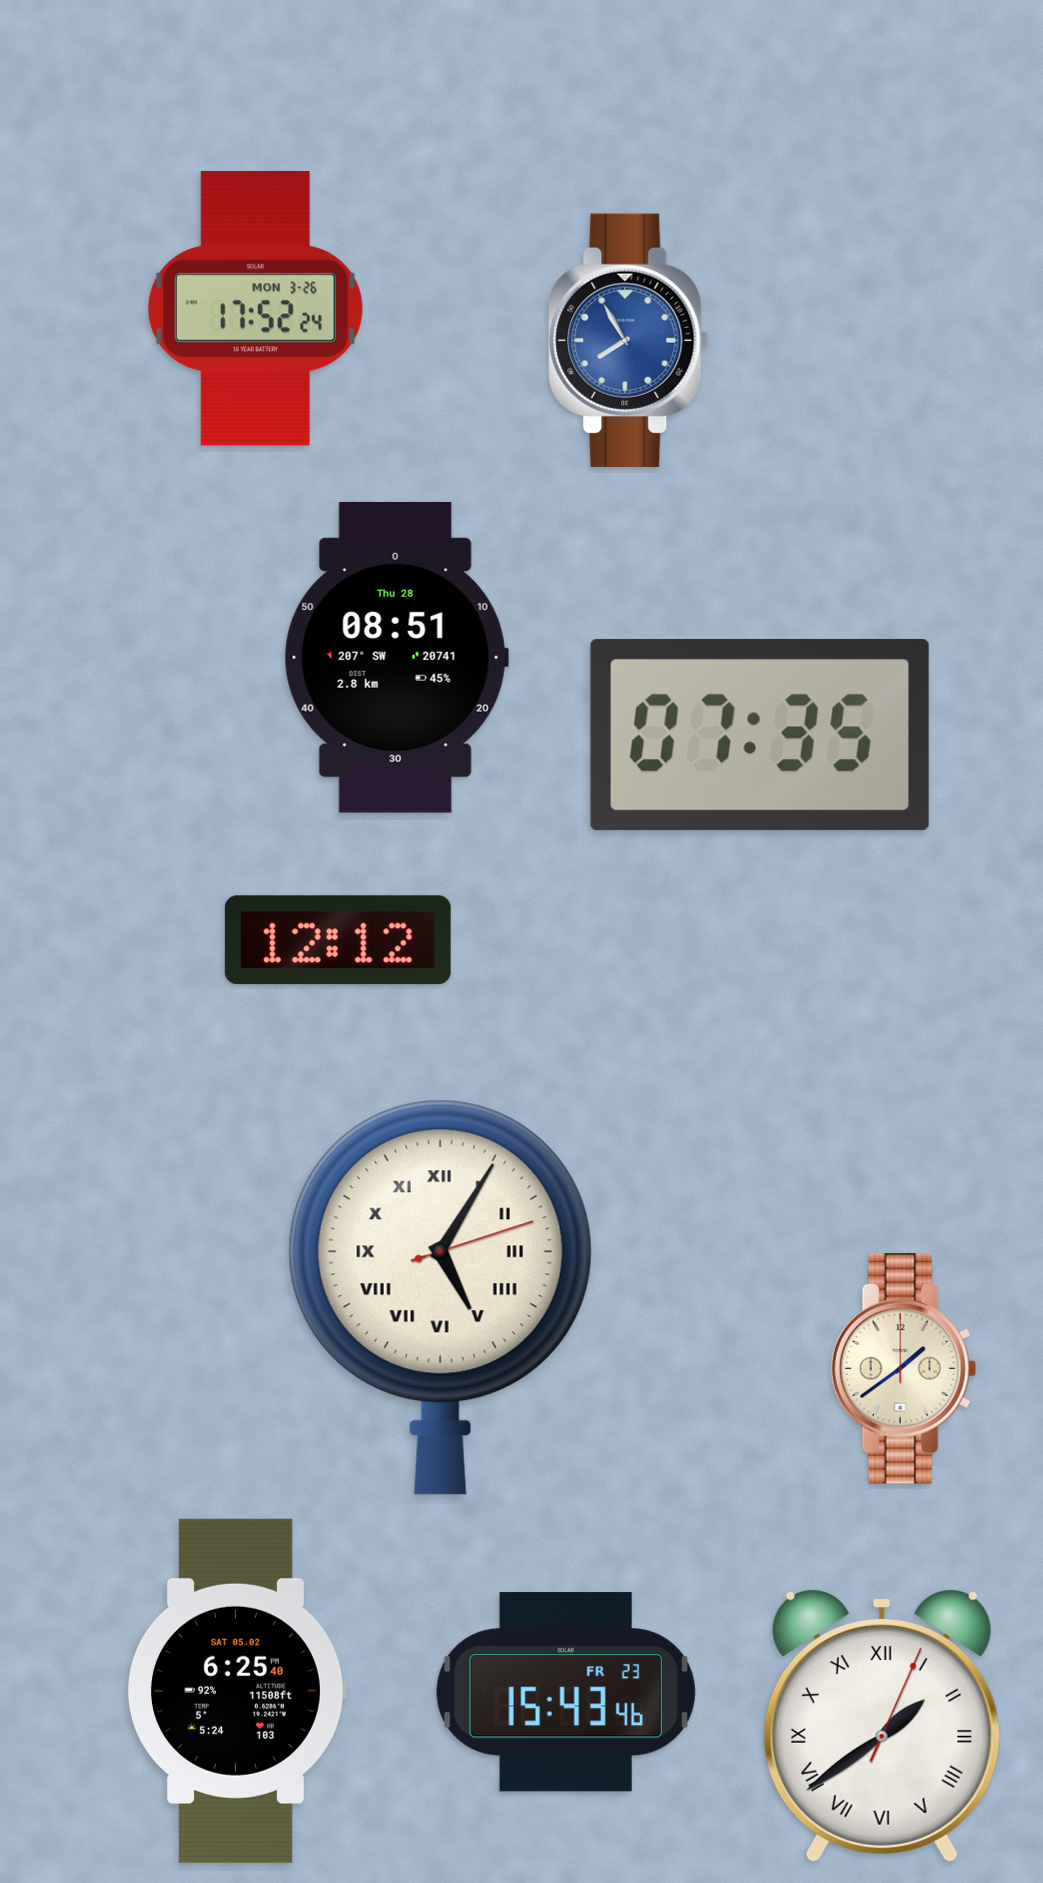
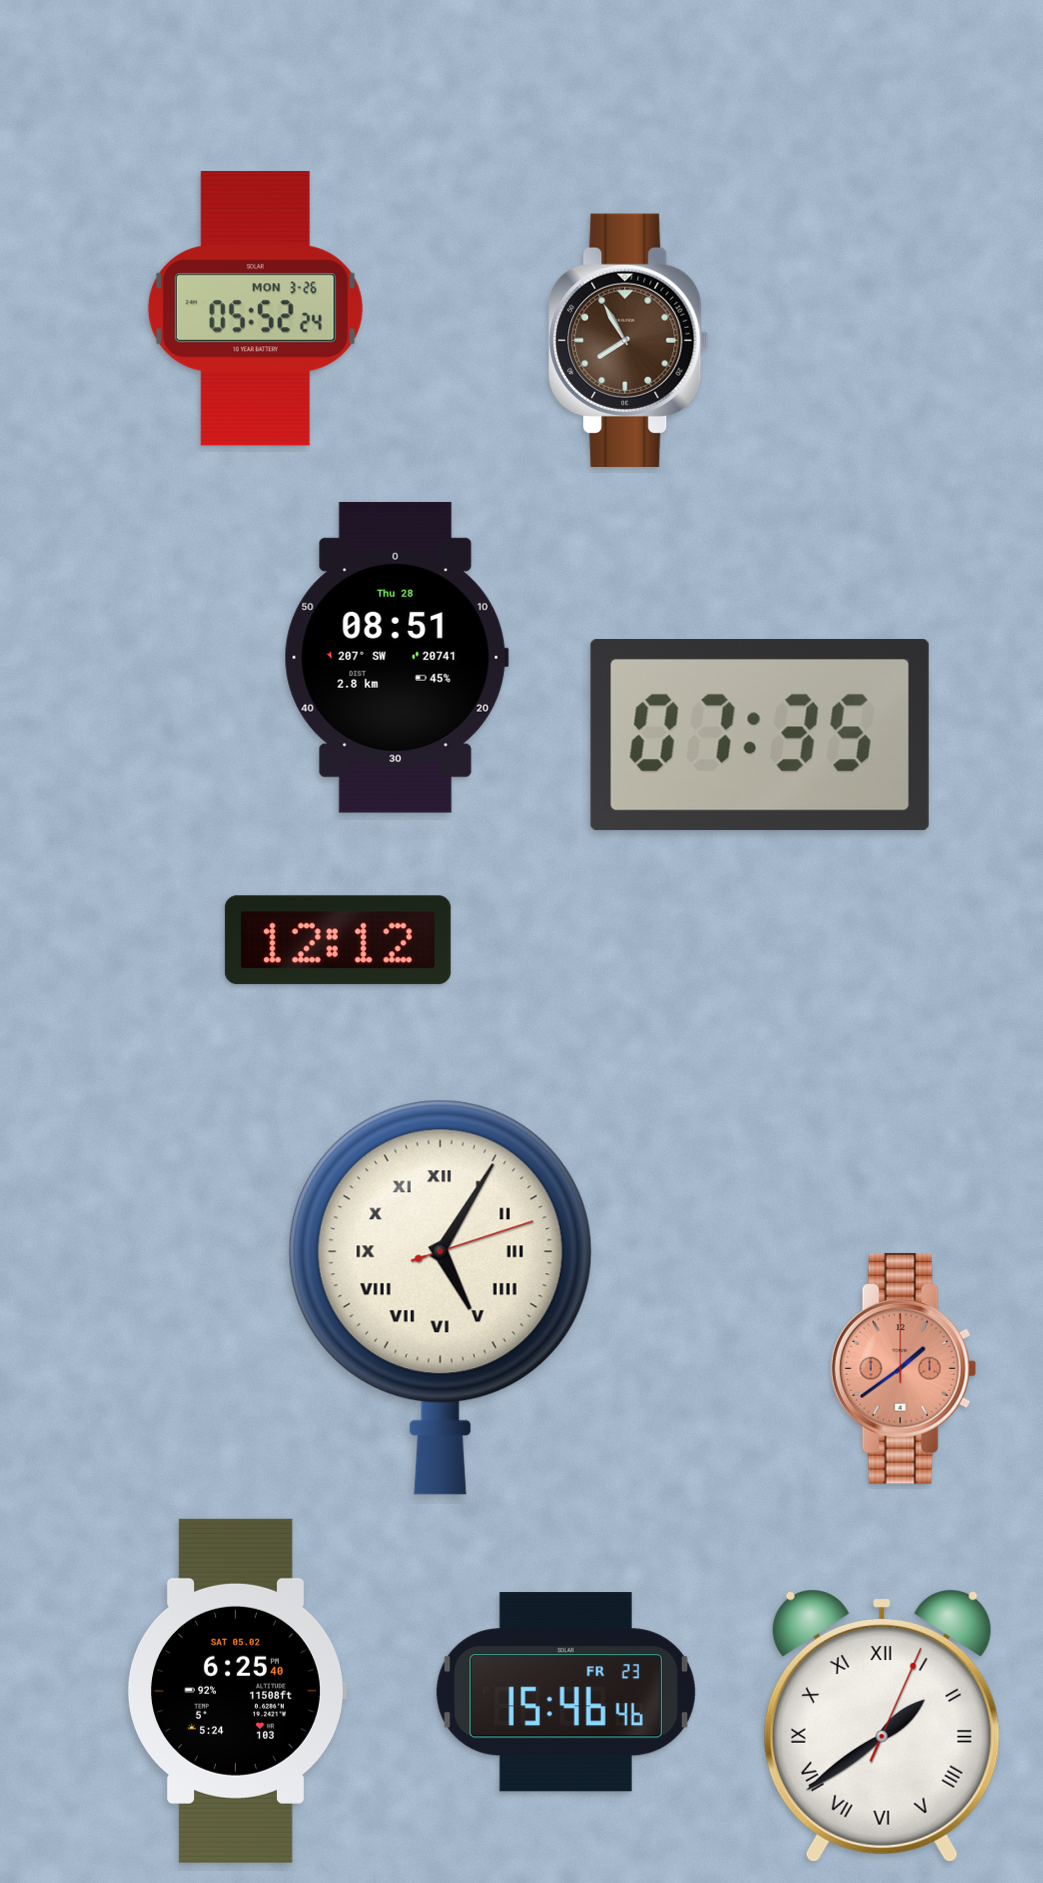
clock at (255, 309): 17:52 -> 05:52
clock at (629, 340) dial: blue -> brown
clock at (904, 1369) dial: cream -> salmon
clock at (566, 1692): 15:43 -> 15:46
